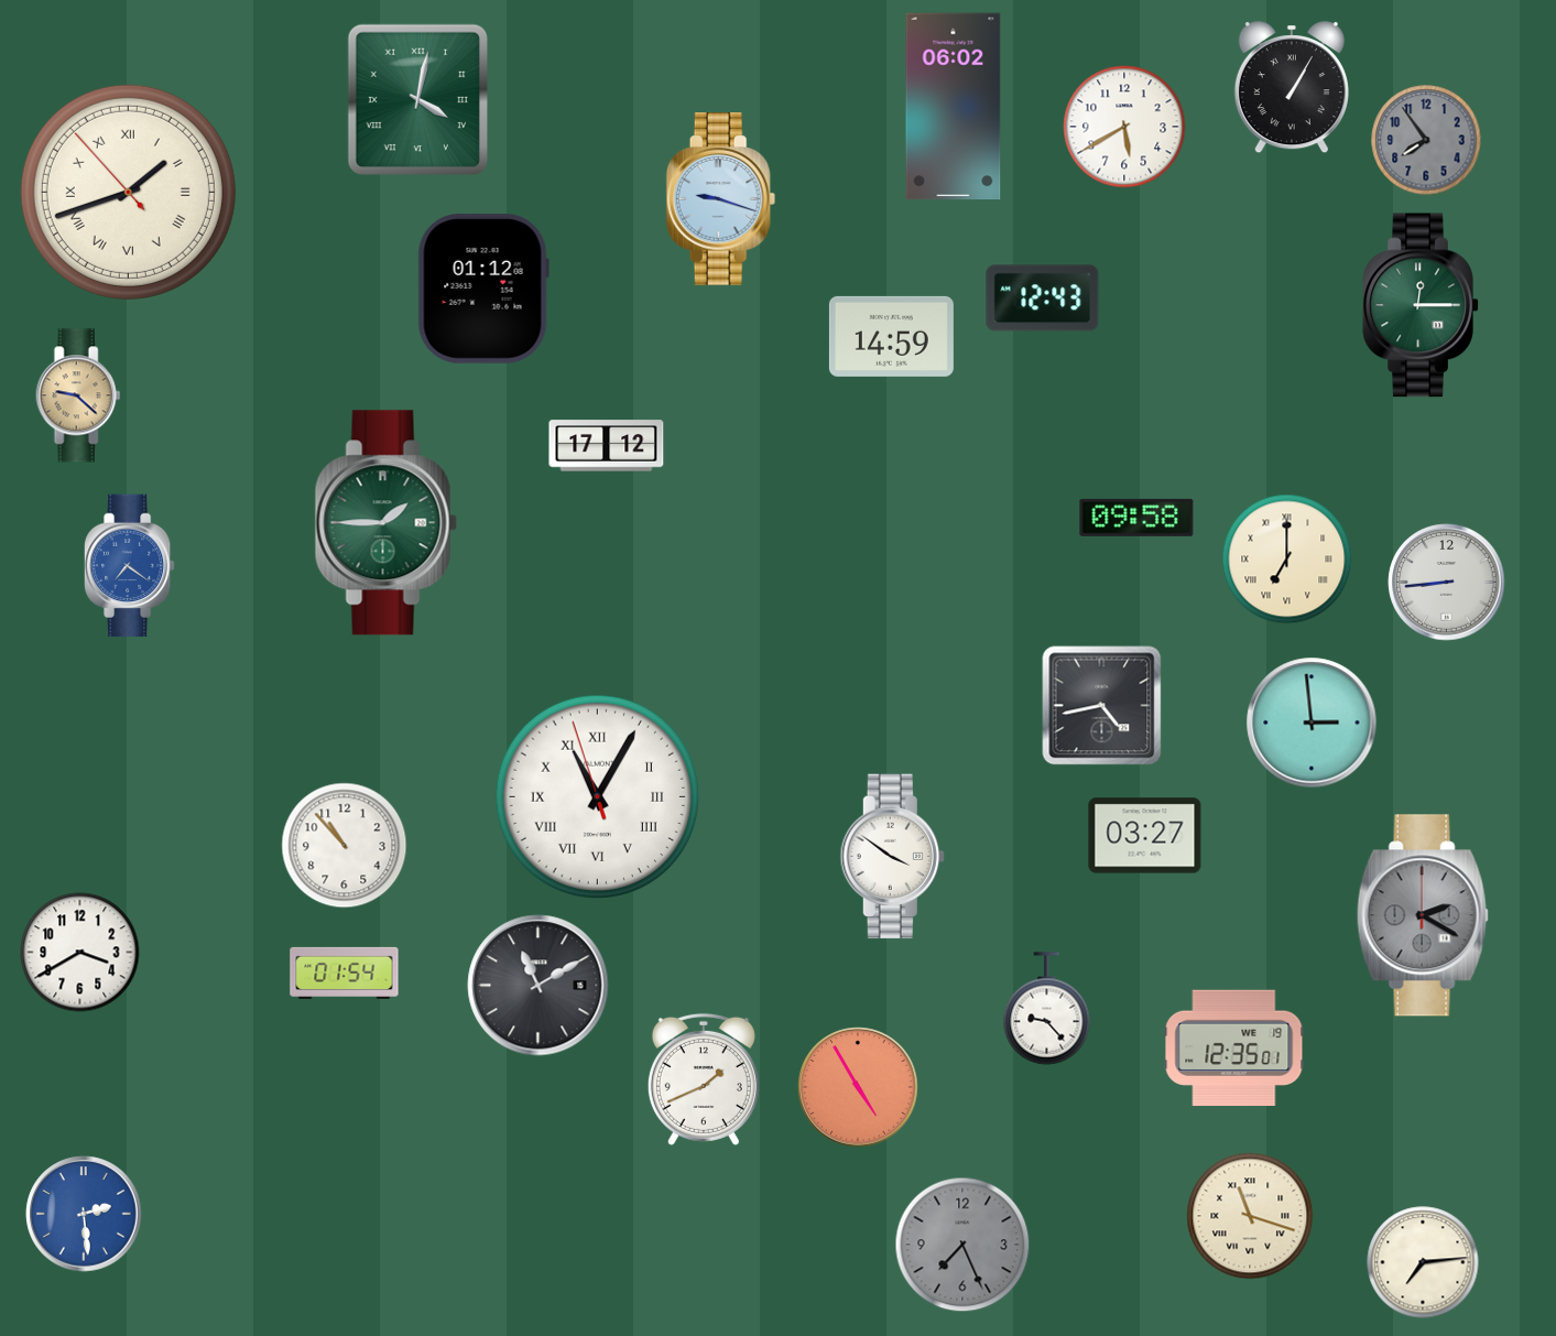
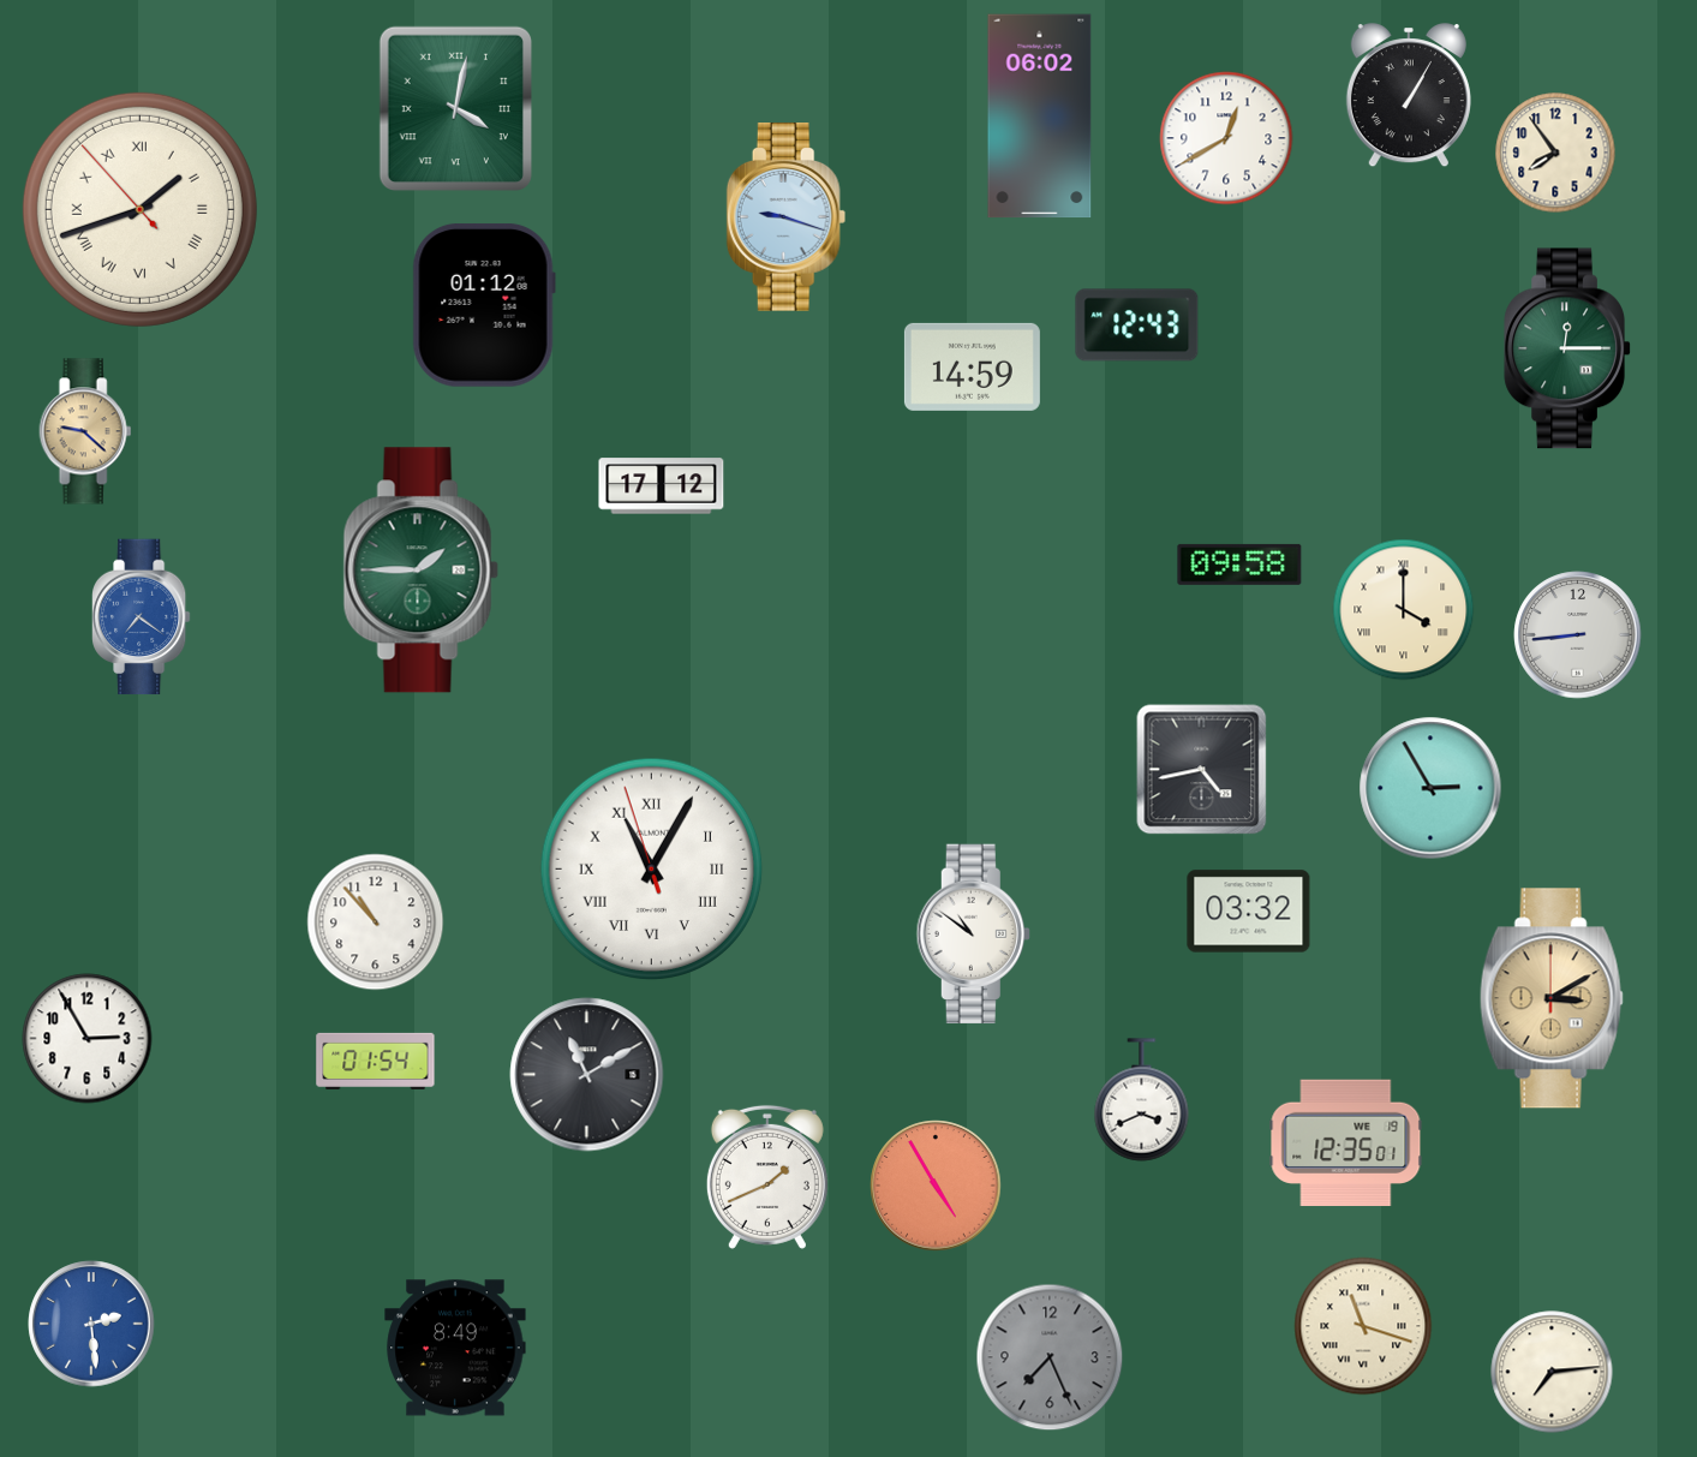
clock at (1124, 127): 5:40 -> 12:40
clock at (1426, 140) dial: grey -> cream
clock at (483, 289) position: (483, 289) -> (484, 305)
clock at (1421, 305) position: (1421, 305) -> (1567, 348)
clock at (1287, 560): 7:00 -> 4:00
clock at (1312, 723): 2:59 -> 2:55
clock at (1145, 836): 03:27 -> 03:32
clock at (892, 857): 3:51 -> 10:51
clock at (1423, 915): 2:20 -> 3:10
clock at (1423, 915) dial: grey -> champagne
clock at (80, 953): 3:40 -> 2:55
clock at (1047, 1009): 9:23 -> 3:41
clock at (455, 1348): none -> 8:49
clock at (1423, 1262) position: (1423, 1262) -> (1552, 1372)
